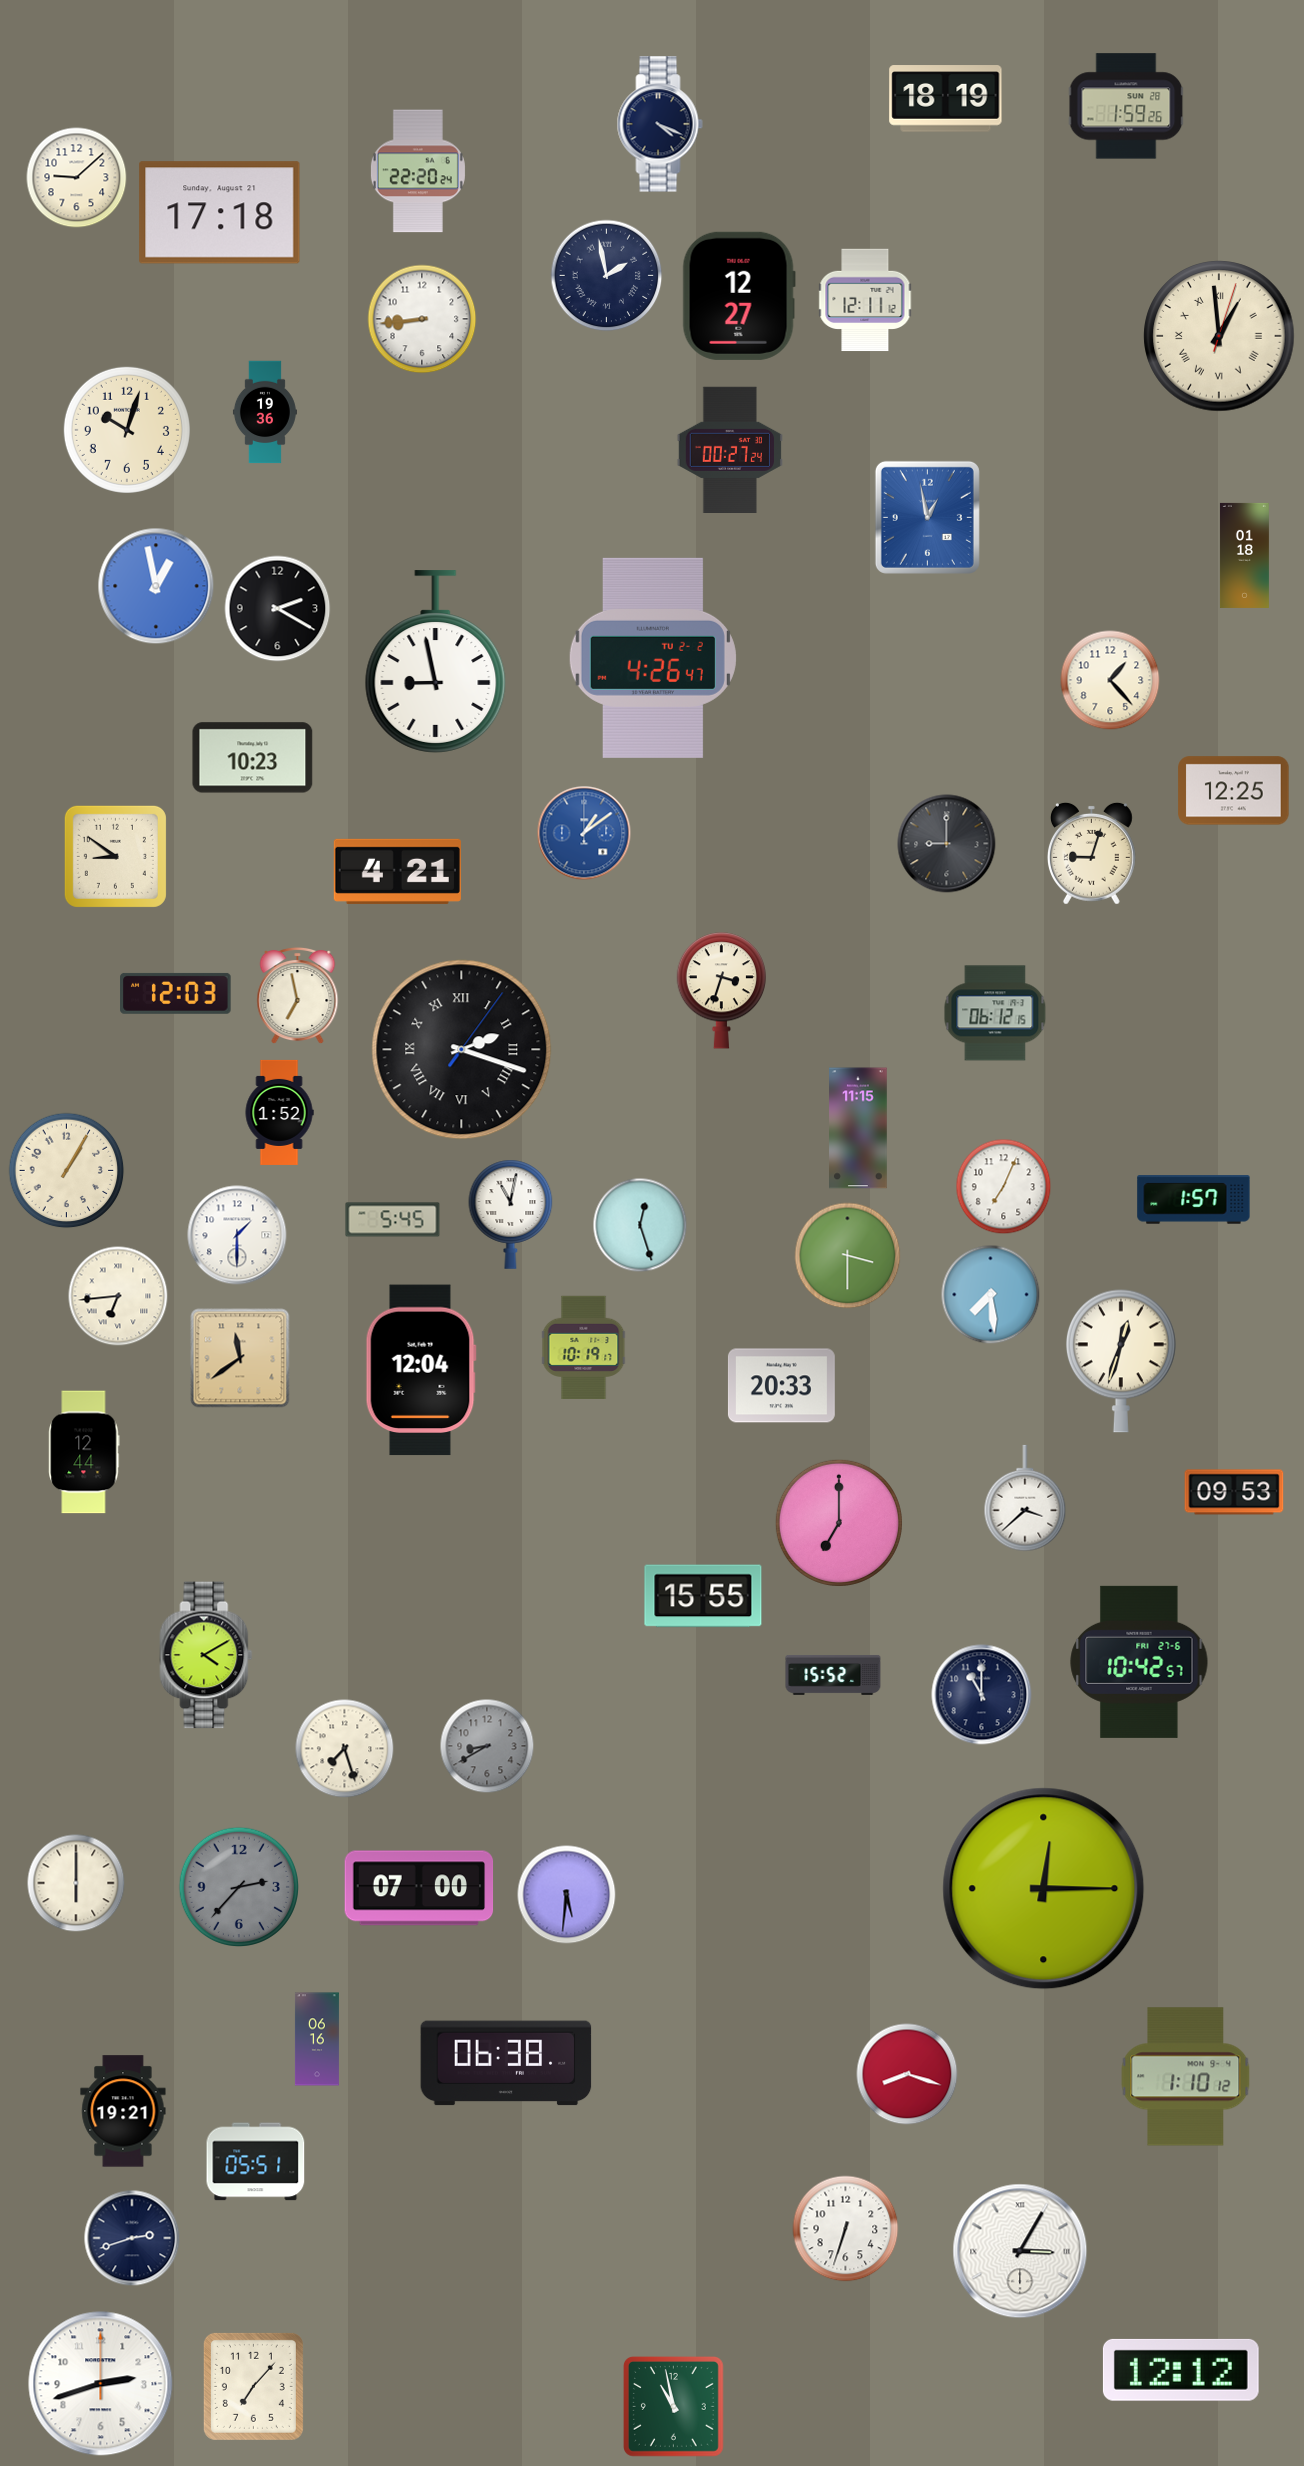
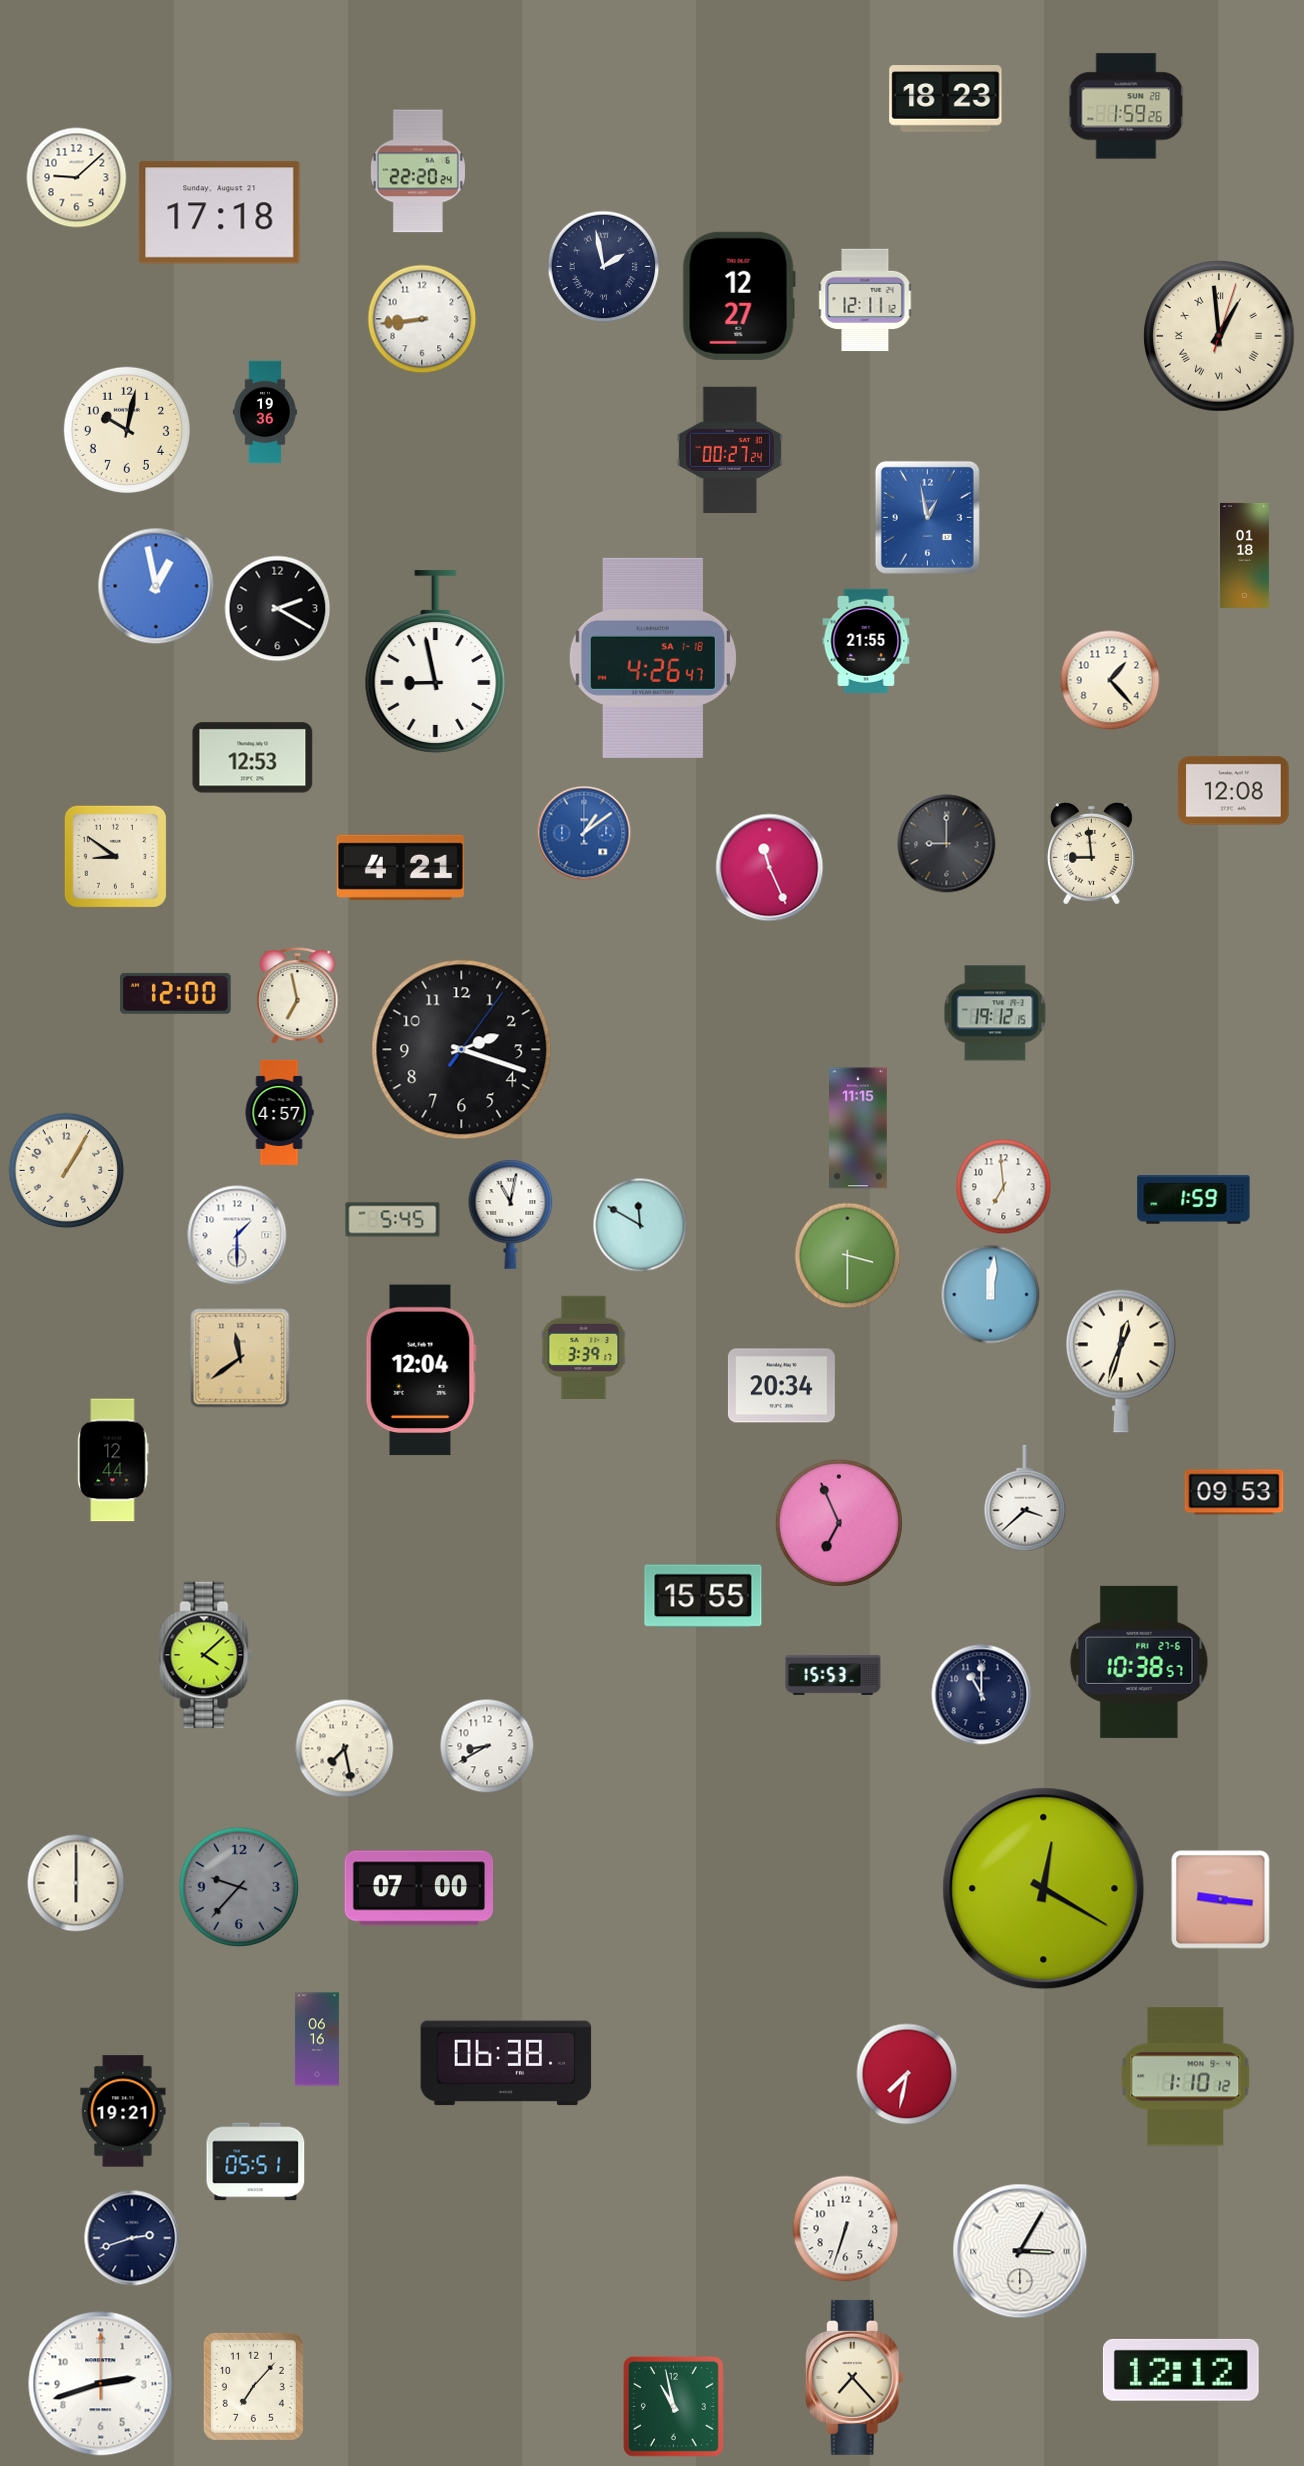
clock at (946, 99): 18:19 -> 18:23
clock at (660, 124): 4:19 -> none
clock at (607, 276) position: (607, 276) -> (604, 267)
clock at (127, 430): 10:03 -> 10:02
clock at (866, 641): none -> 21:55
clock at (653, 658) date: TU 2-2 -> SA 1-18
clock at (253, 758): 10:23 -> 12:53
clock at (1234, 791): 12:25 -> 12:08
clock at (1091, 853): 9:03 -> 8:59
clock at (770, 868): none -> 11:26
clock at (397, 871) position: (397, 871) -> (400, 867)
clock at (721, 991): 3:33 -> none
clock at (176, 993): 12:03 -> 12:00
clock at (995, 1013): 06:12 -> 19:12
clock at (462, 1050) numerals: Roman -> Arabic
clock at (279, 1112): 1:52 -> 4:57
clock at (1004, 1187): 7:04 -> 6:59
clock at (1194, 1200): 1:57 -> 1:59
clock at (640, 1225): 12:27 -> 11:50
clock at (991, 1295): 7:29 -> 12:01
clock at (118, 1296): 6:44 -> none
clock at (584, 1347): 10:19 -> 3:39
clock at (781, 1386): 20:33 -> 20:34
clock at (84, 1452) position: (84, 1452) -> (113, 1460)
clock at (839, 1523): 7:00 -> 6:56
clock at (206, 1655): 4:10 -> 4:08
clock at (1139, 1662): 10:42 -> 10:38
clock at (833, 1675): 15:52 -> 15:53
clock at (487, 1746) dial: grey -> white
clock at (345, 1749): 7:27 -> 7:28
clock at (238, 1886): 2:37 -> 9:37
clock at (1044, 1889): 12:15 -> 12:20
clock at (567, 1895): 5:31 -> none
clock at (1221, 1900): none -> 9:16
clock at (907, 2074): 8:18 -> 7:32
clock at (854, 2377): none -> 7:23
